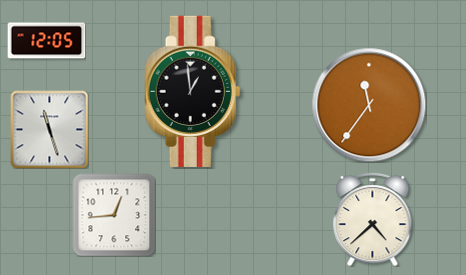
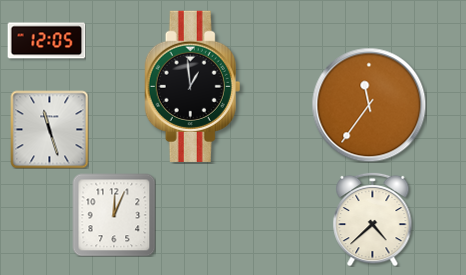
clock at (193, 91) position: (193, 91) -> (193, 86)
clock at (114, 215): 12:44 -> 12:04
